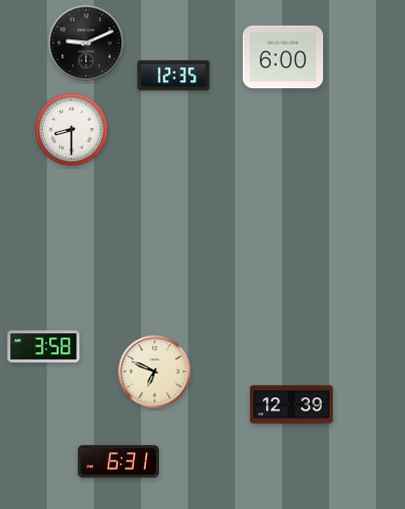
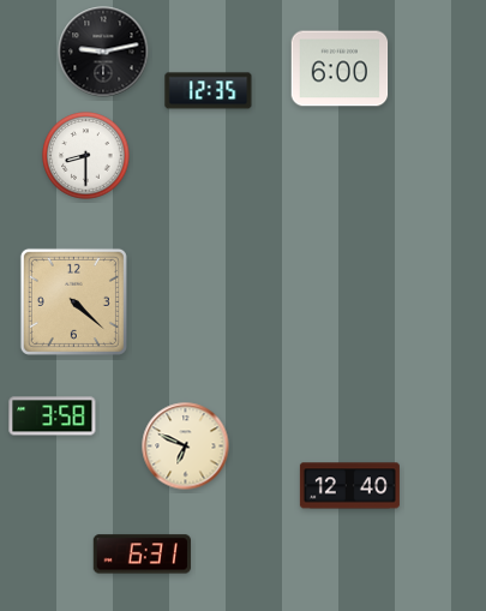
clock at (86, 43): 9:11 -> 9:13
clock at (73, 301): none -> 4:22
clock at (291, 405): 12:39 -> 12:40
